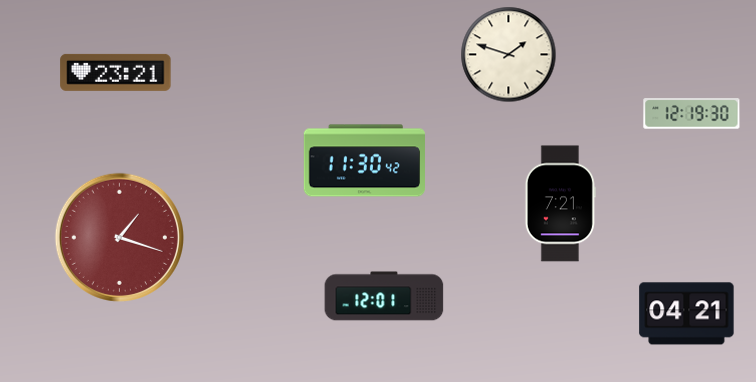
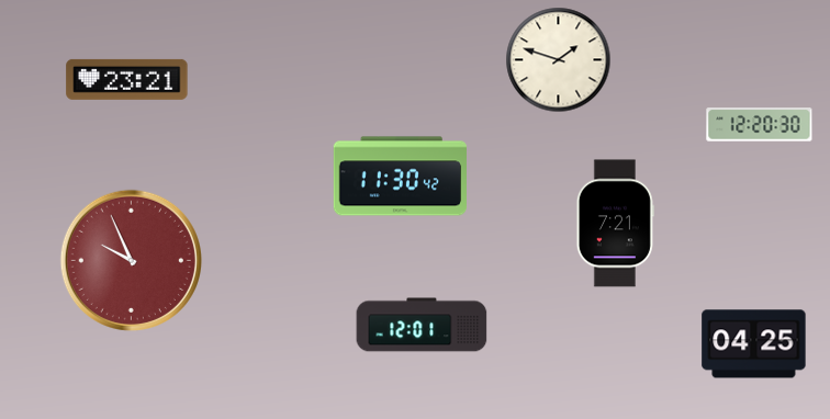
clock at (692, 114): 12:19 -> 12:20
clock at (119, 237): 1:18 -> 9:56
clock at (687, 314): 04:21 -> 04:25
